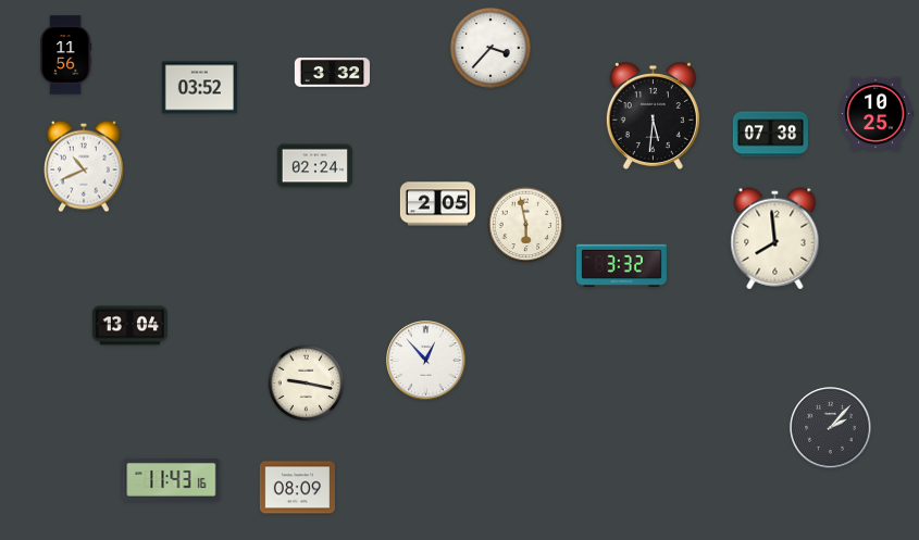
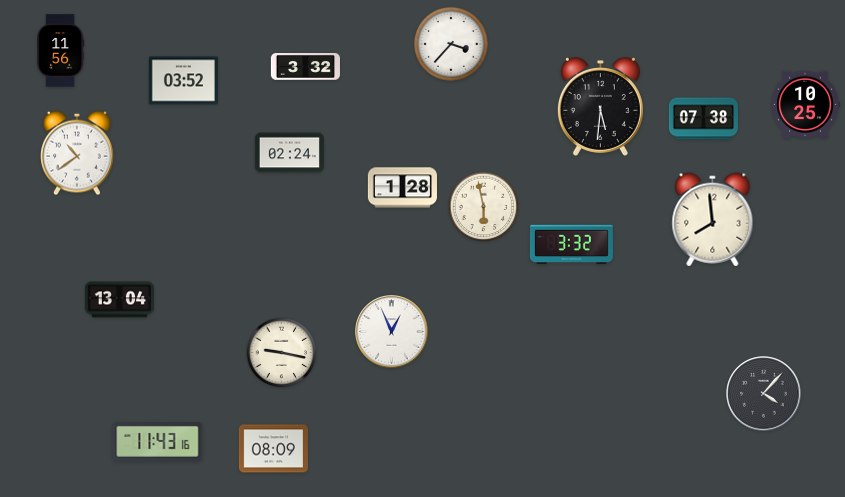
clock at (770, 135) position: (770, 135) -> (703, 119)
clock at (85, 166): 10:41 -> 10:39
clock at (437, 204): 2:05 -> 1:28
clock at (426, 361): 12:53 -> 12:56
clock at (831, 428): 2:07 -> 4:07
